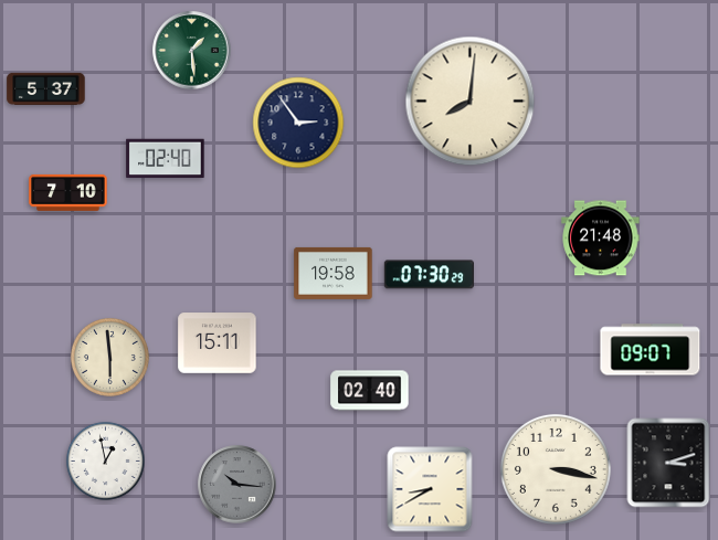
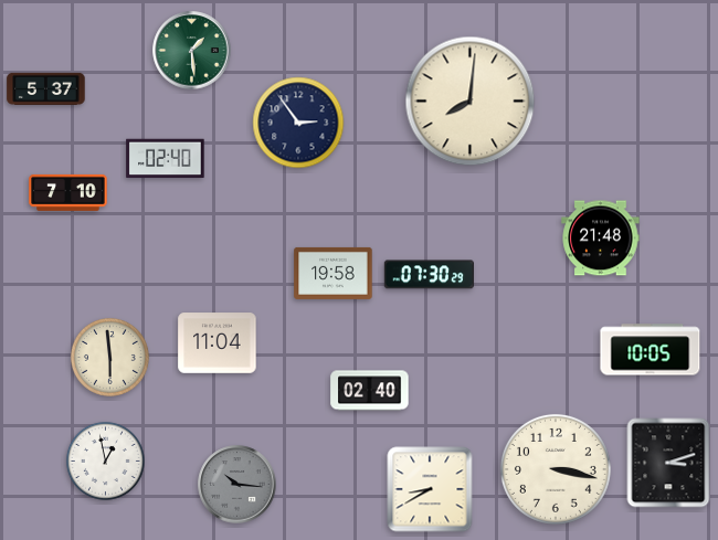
clock at (218, 343): 15:11 -> 11:04
clock at (651, 350): 09:07 -> 10:05
